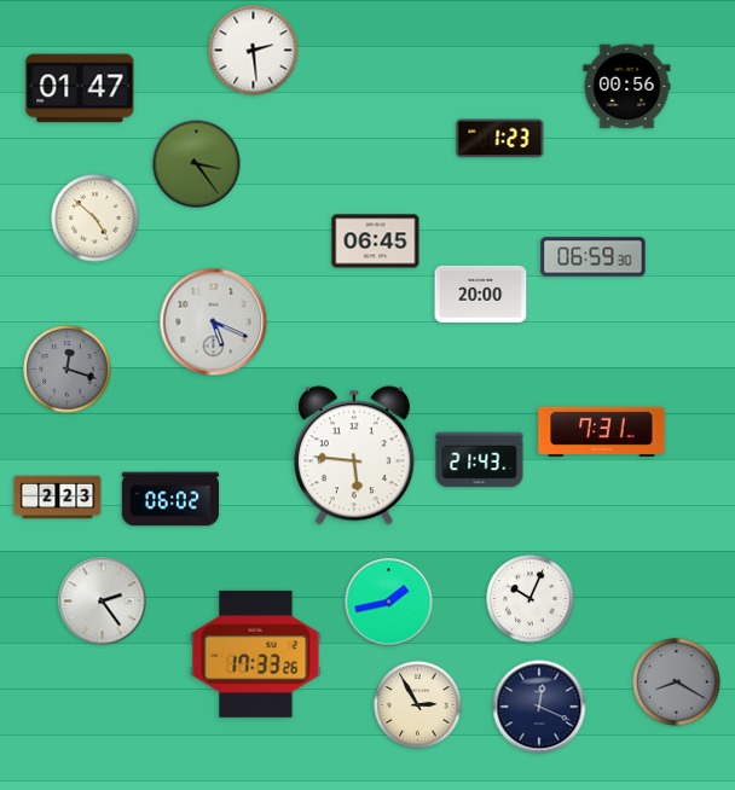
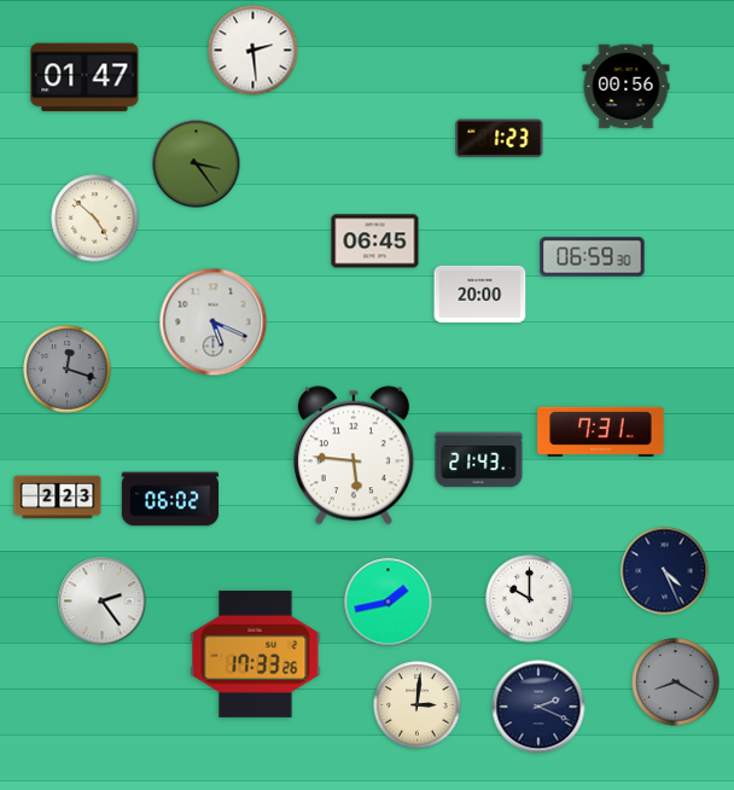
clock at (80, 88) position: (80, 88) -> (85, 77)
clock at (665, 571): none -> 4:26
clock at (531, 599): 10:04 -> 10:00
clock at (418, 705): 2:55 -> 3:01
clock at (539, 707): 12:19 -> 2:19
